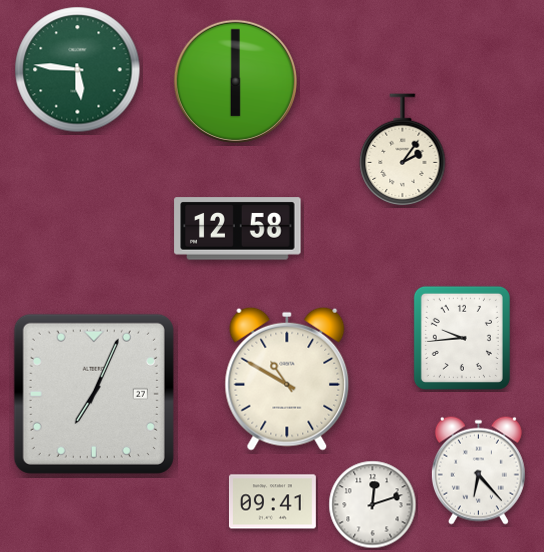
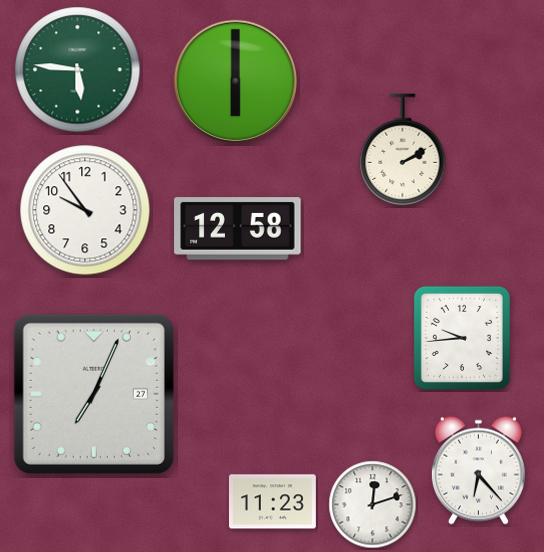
clock at (403, 150): 2:06 -> 2:10
clock at (85, 210): none -> 9:54
clock at (287, 379): 10:50 -> none
clock at (272, 502): 09:41 -> 11:23
